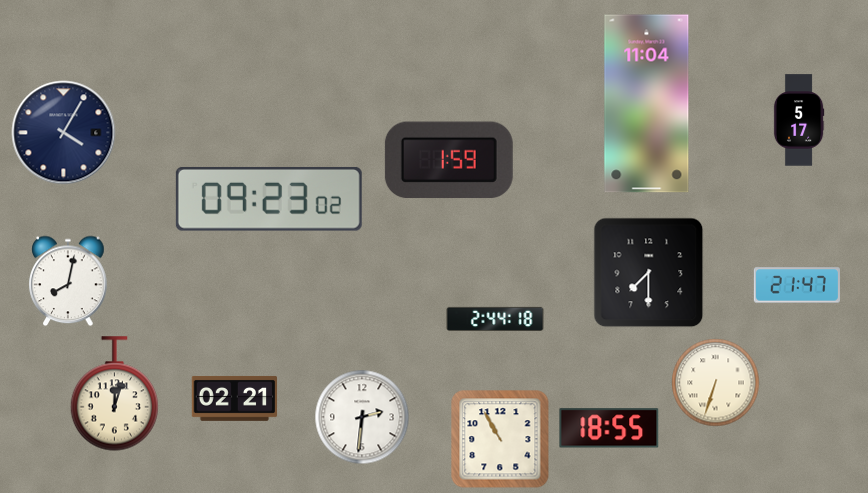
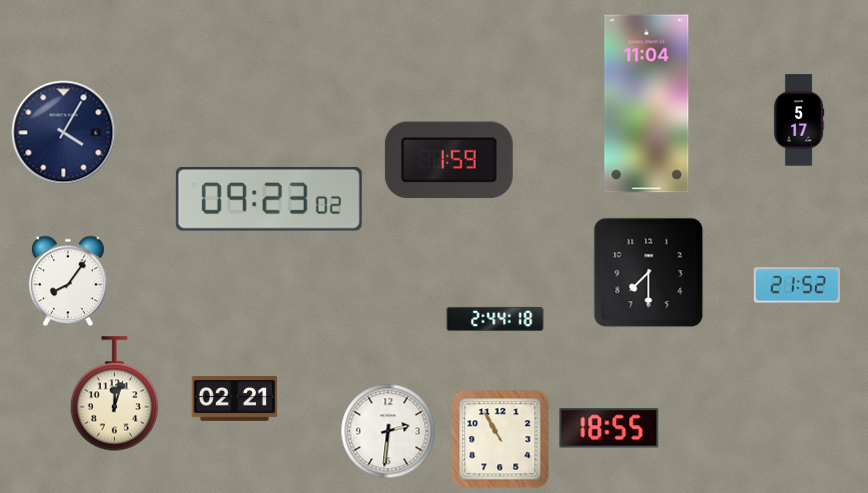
clock at (68, 281): 8:02 -> 8:06
clock at (797, 285): 21:47 -> 21:52
clock at (716, 383): 6:33 -> none
clock at (362, 417) position: (362, 417) -> (388, 431)
